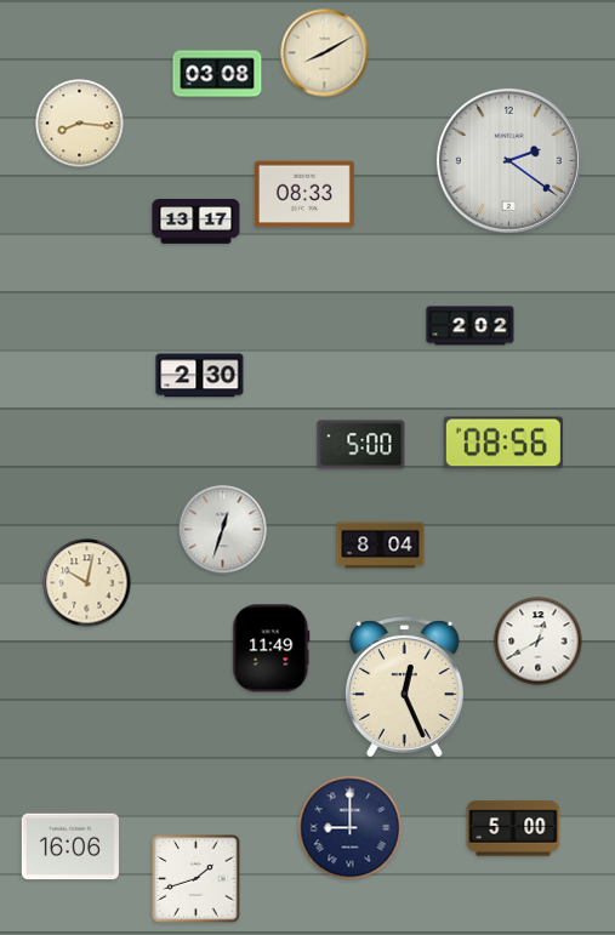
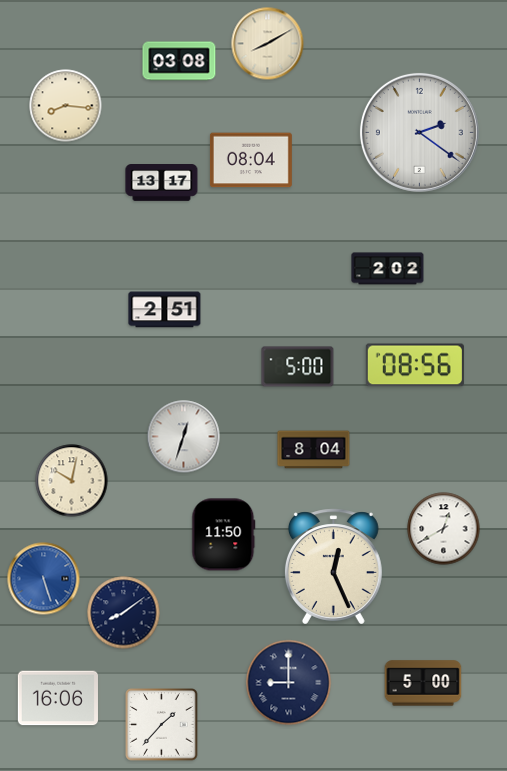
clock at (80, 124) position: (80, 124) -> (66, 106)
clock at (304, 194): 08:33 -> 08:04
clock at (200, 376): 2:30 -> 2:51
clock at (272, 649): 11:49 -> 11:50
clock at (44, 579): none -> 5:27
clock at (124, 613): none -> 8:09
clock at (197, 879): 1:42 -> 1:37
